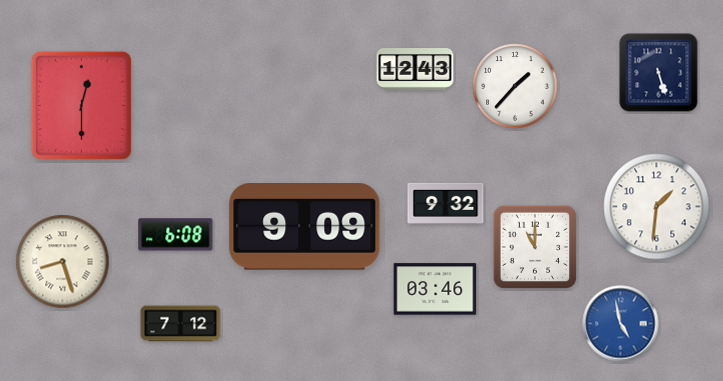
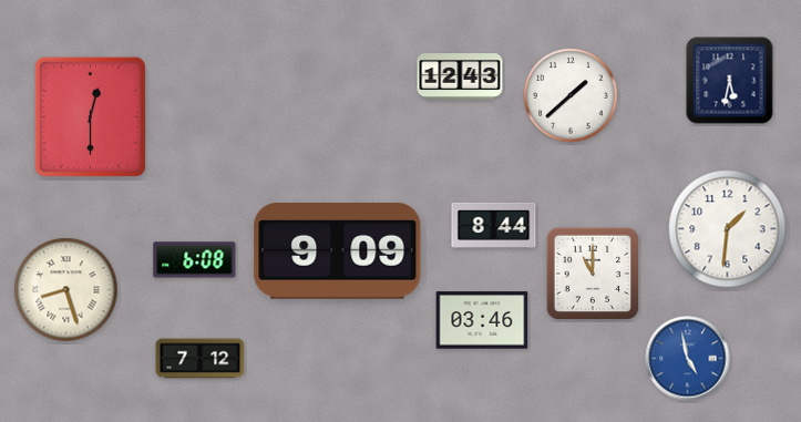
clock at (659, 73): 5:27 -> 5:32
clock at (515, 86): 1:37 -> 1:38
clock at (446, 203): 9:32 -> 8:44
clock at (63, 262) position: (63, 262) -> (66, 290)
